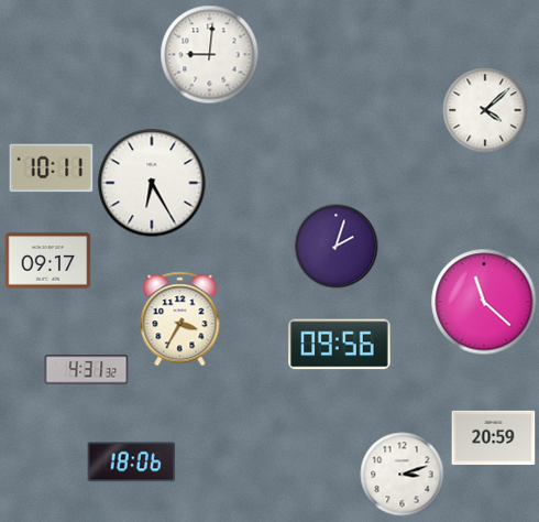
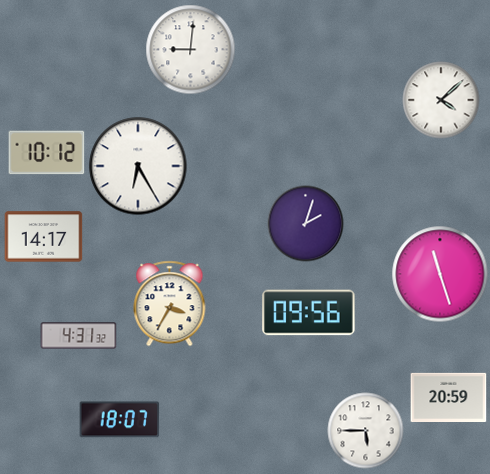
clock at (52, 168): 10:11 -> 10:12
clock at (48, 261): 09:17 -> 14:17
clock at (484, 302): 11:22 -> 11:27
clock at (180, 319) position: (180, 319) -> (170, 304)
clock at (132, 463): 18:06 -> 18:07
clock at (403, 475): 3:12 -> 5:45
